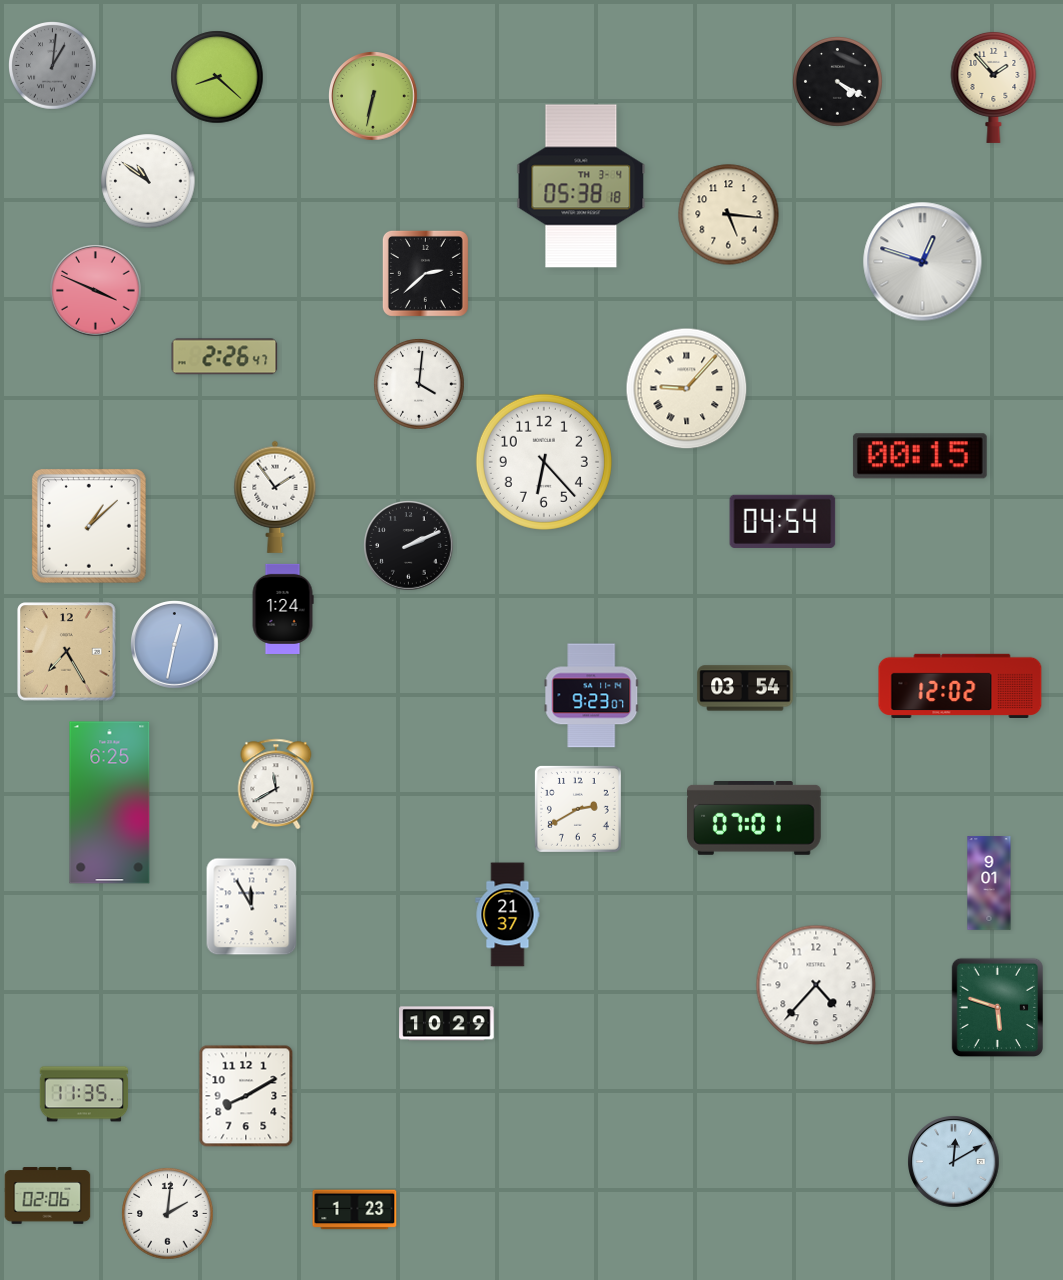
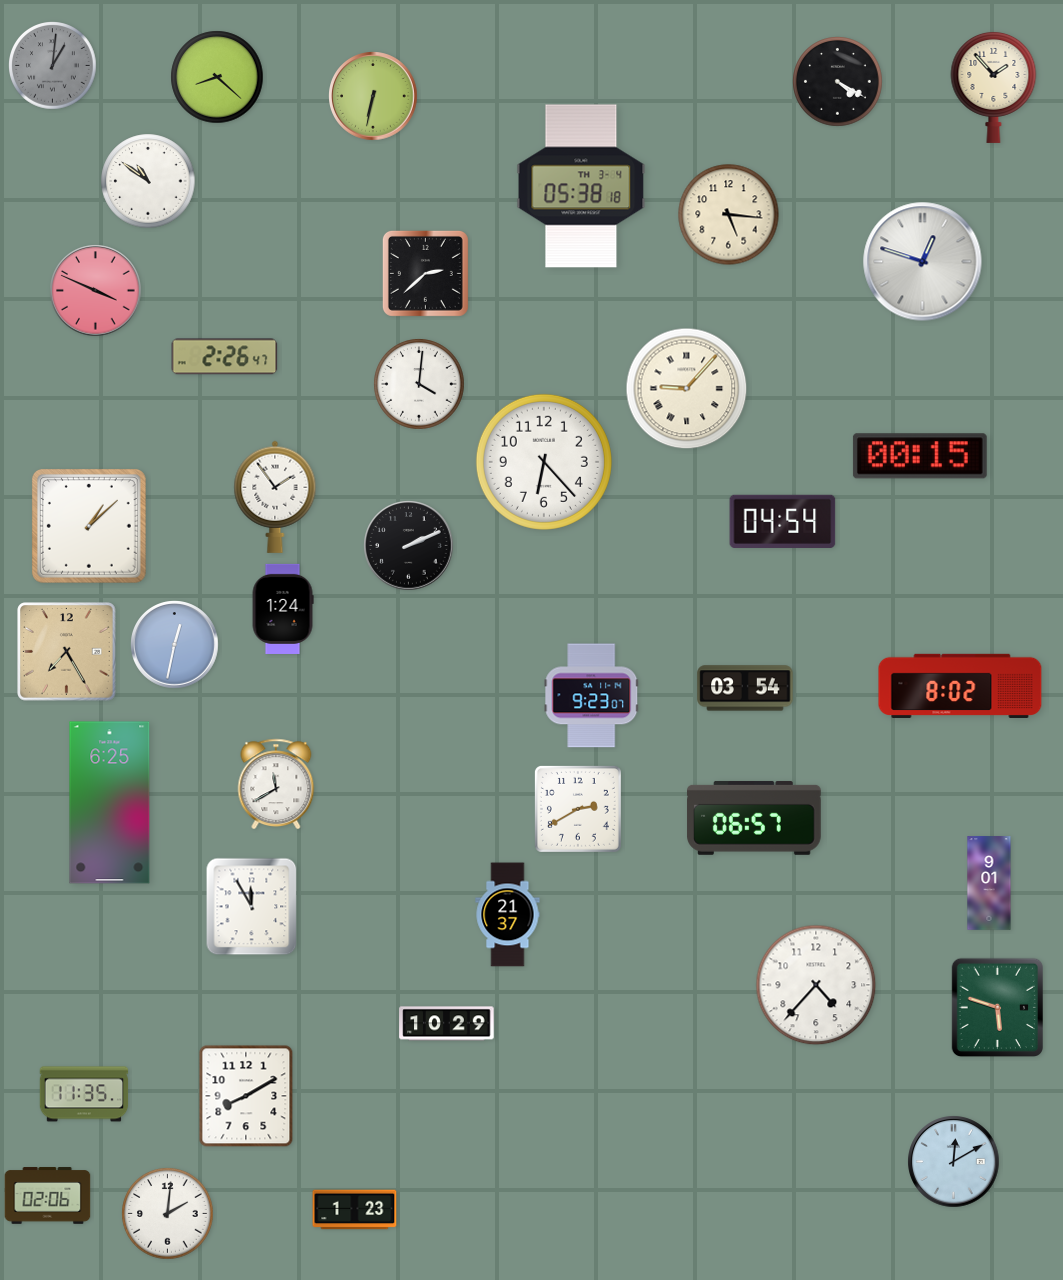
clock at (960, 685): 12:02 -> 8:02
clock at (755, 818): 07:01 -> 06:57
